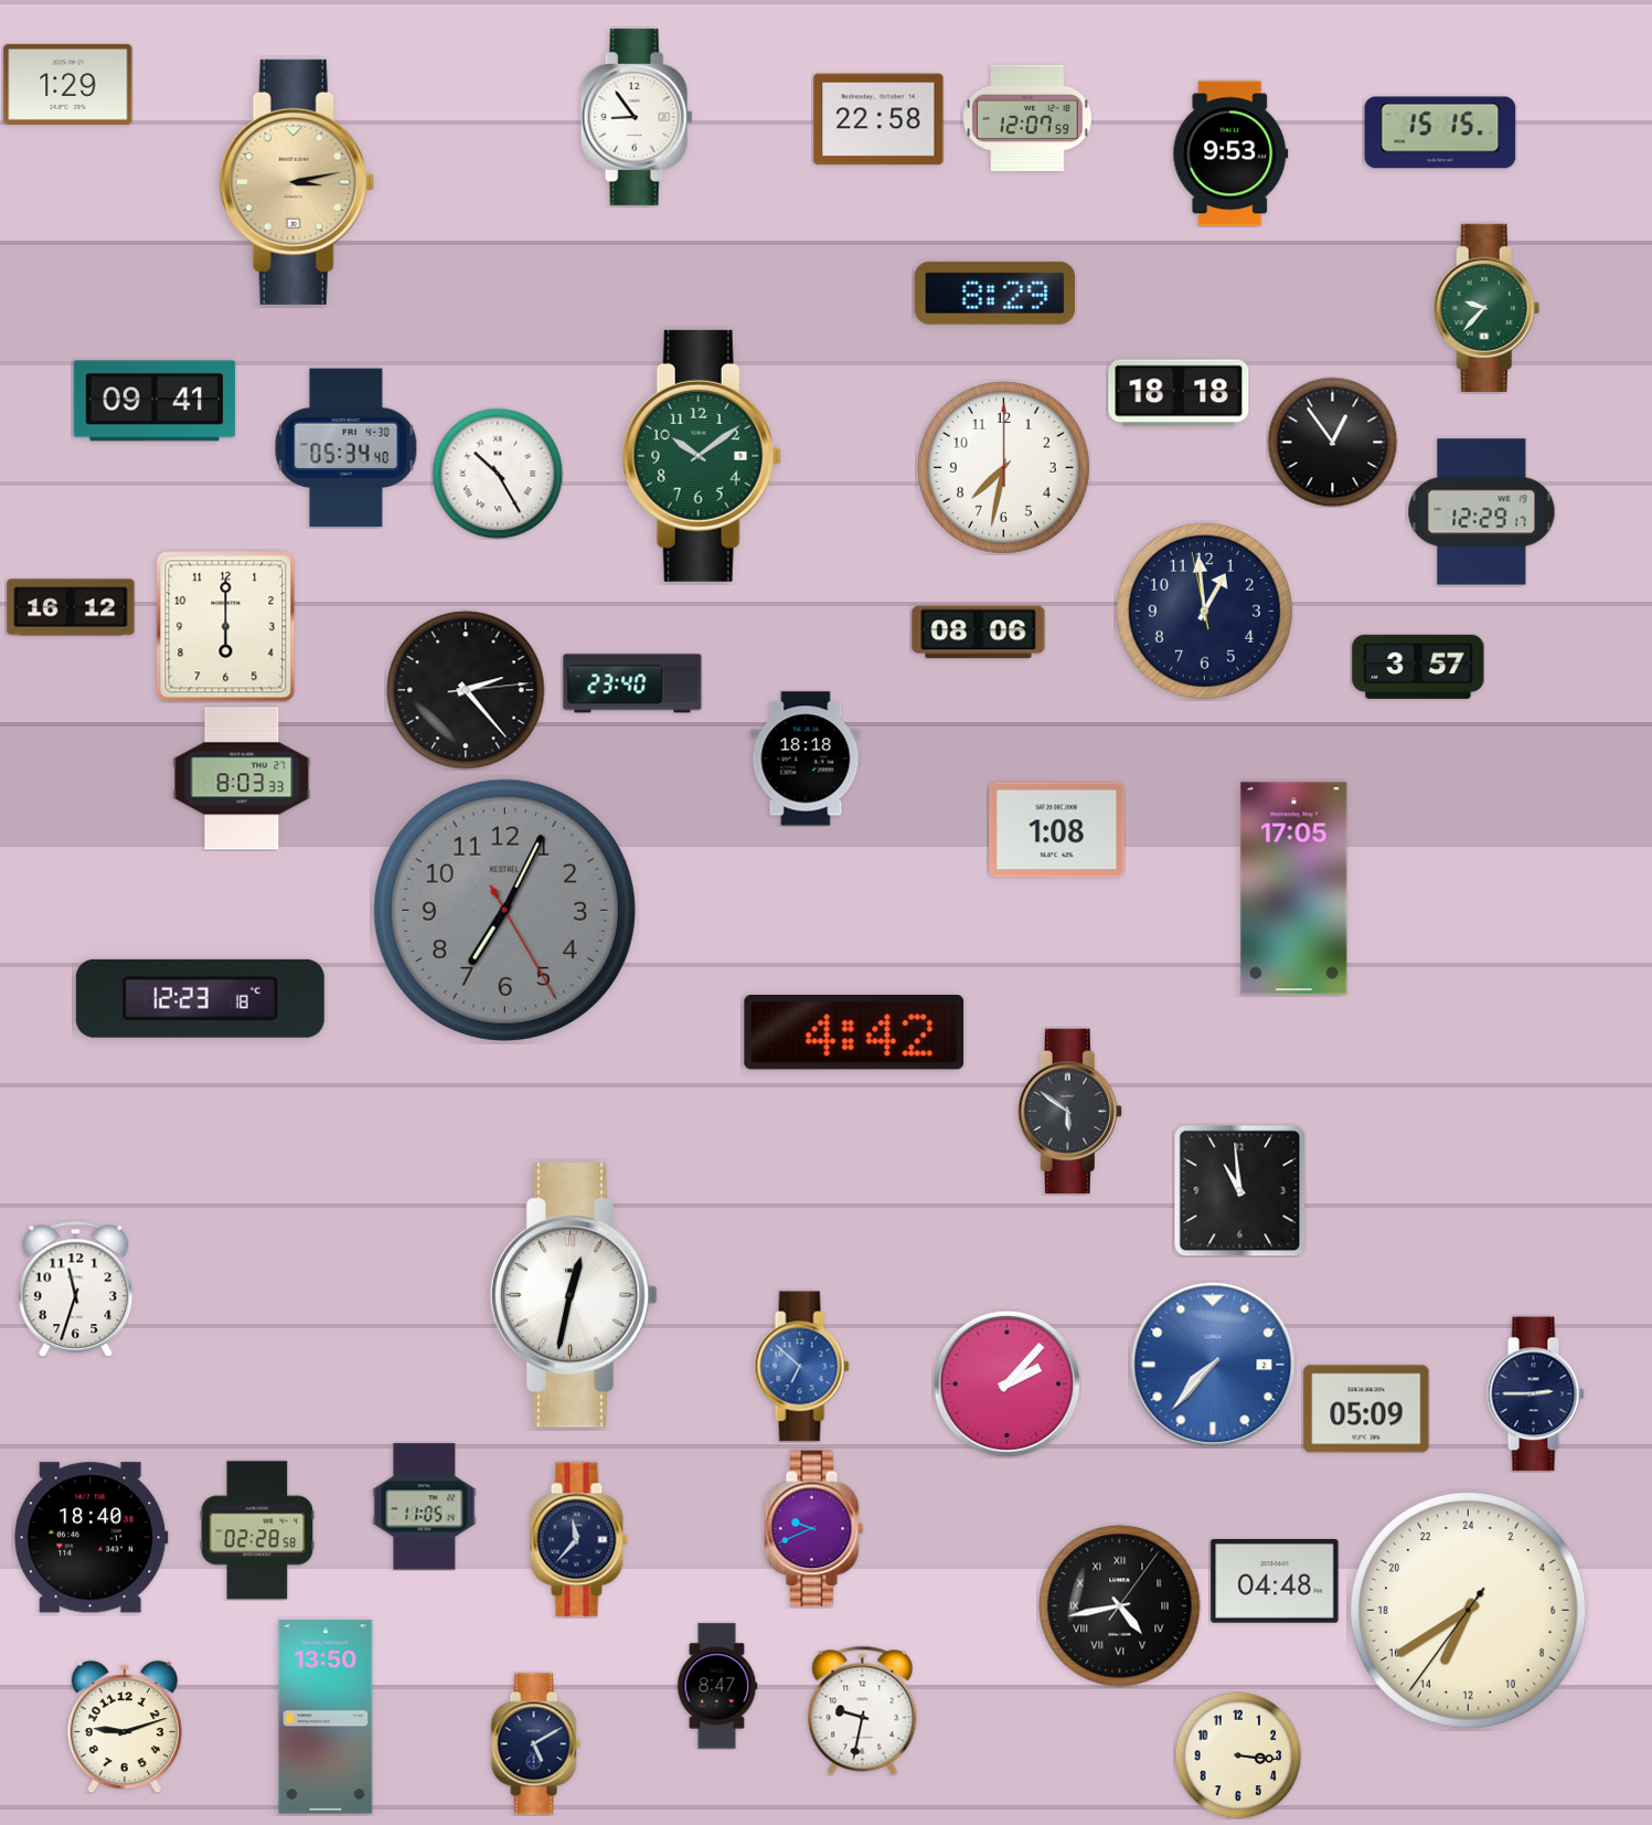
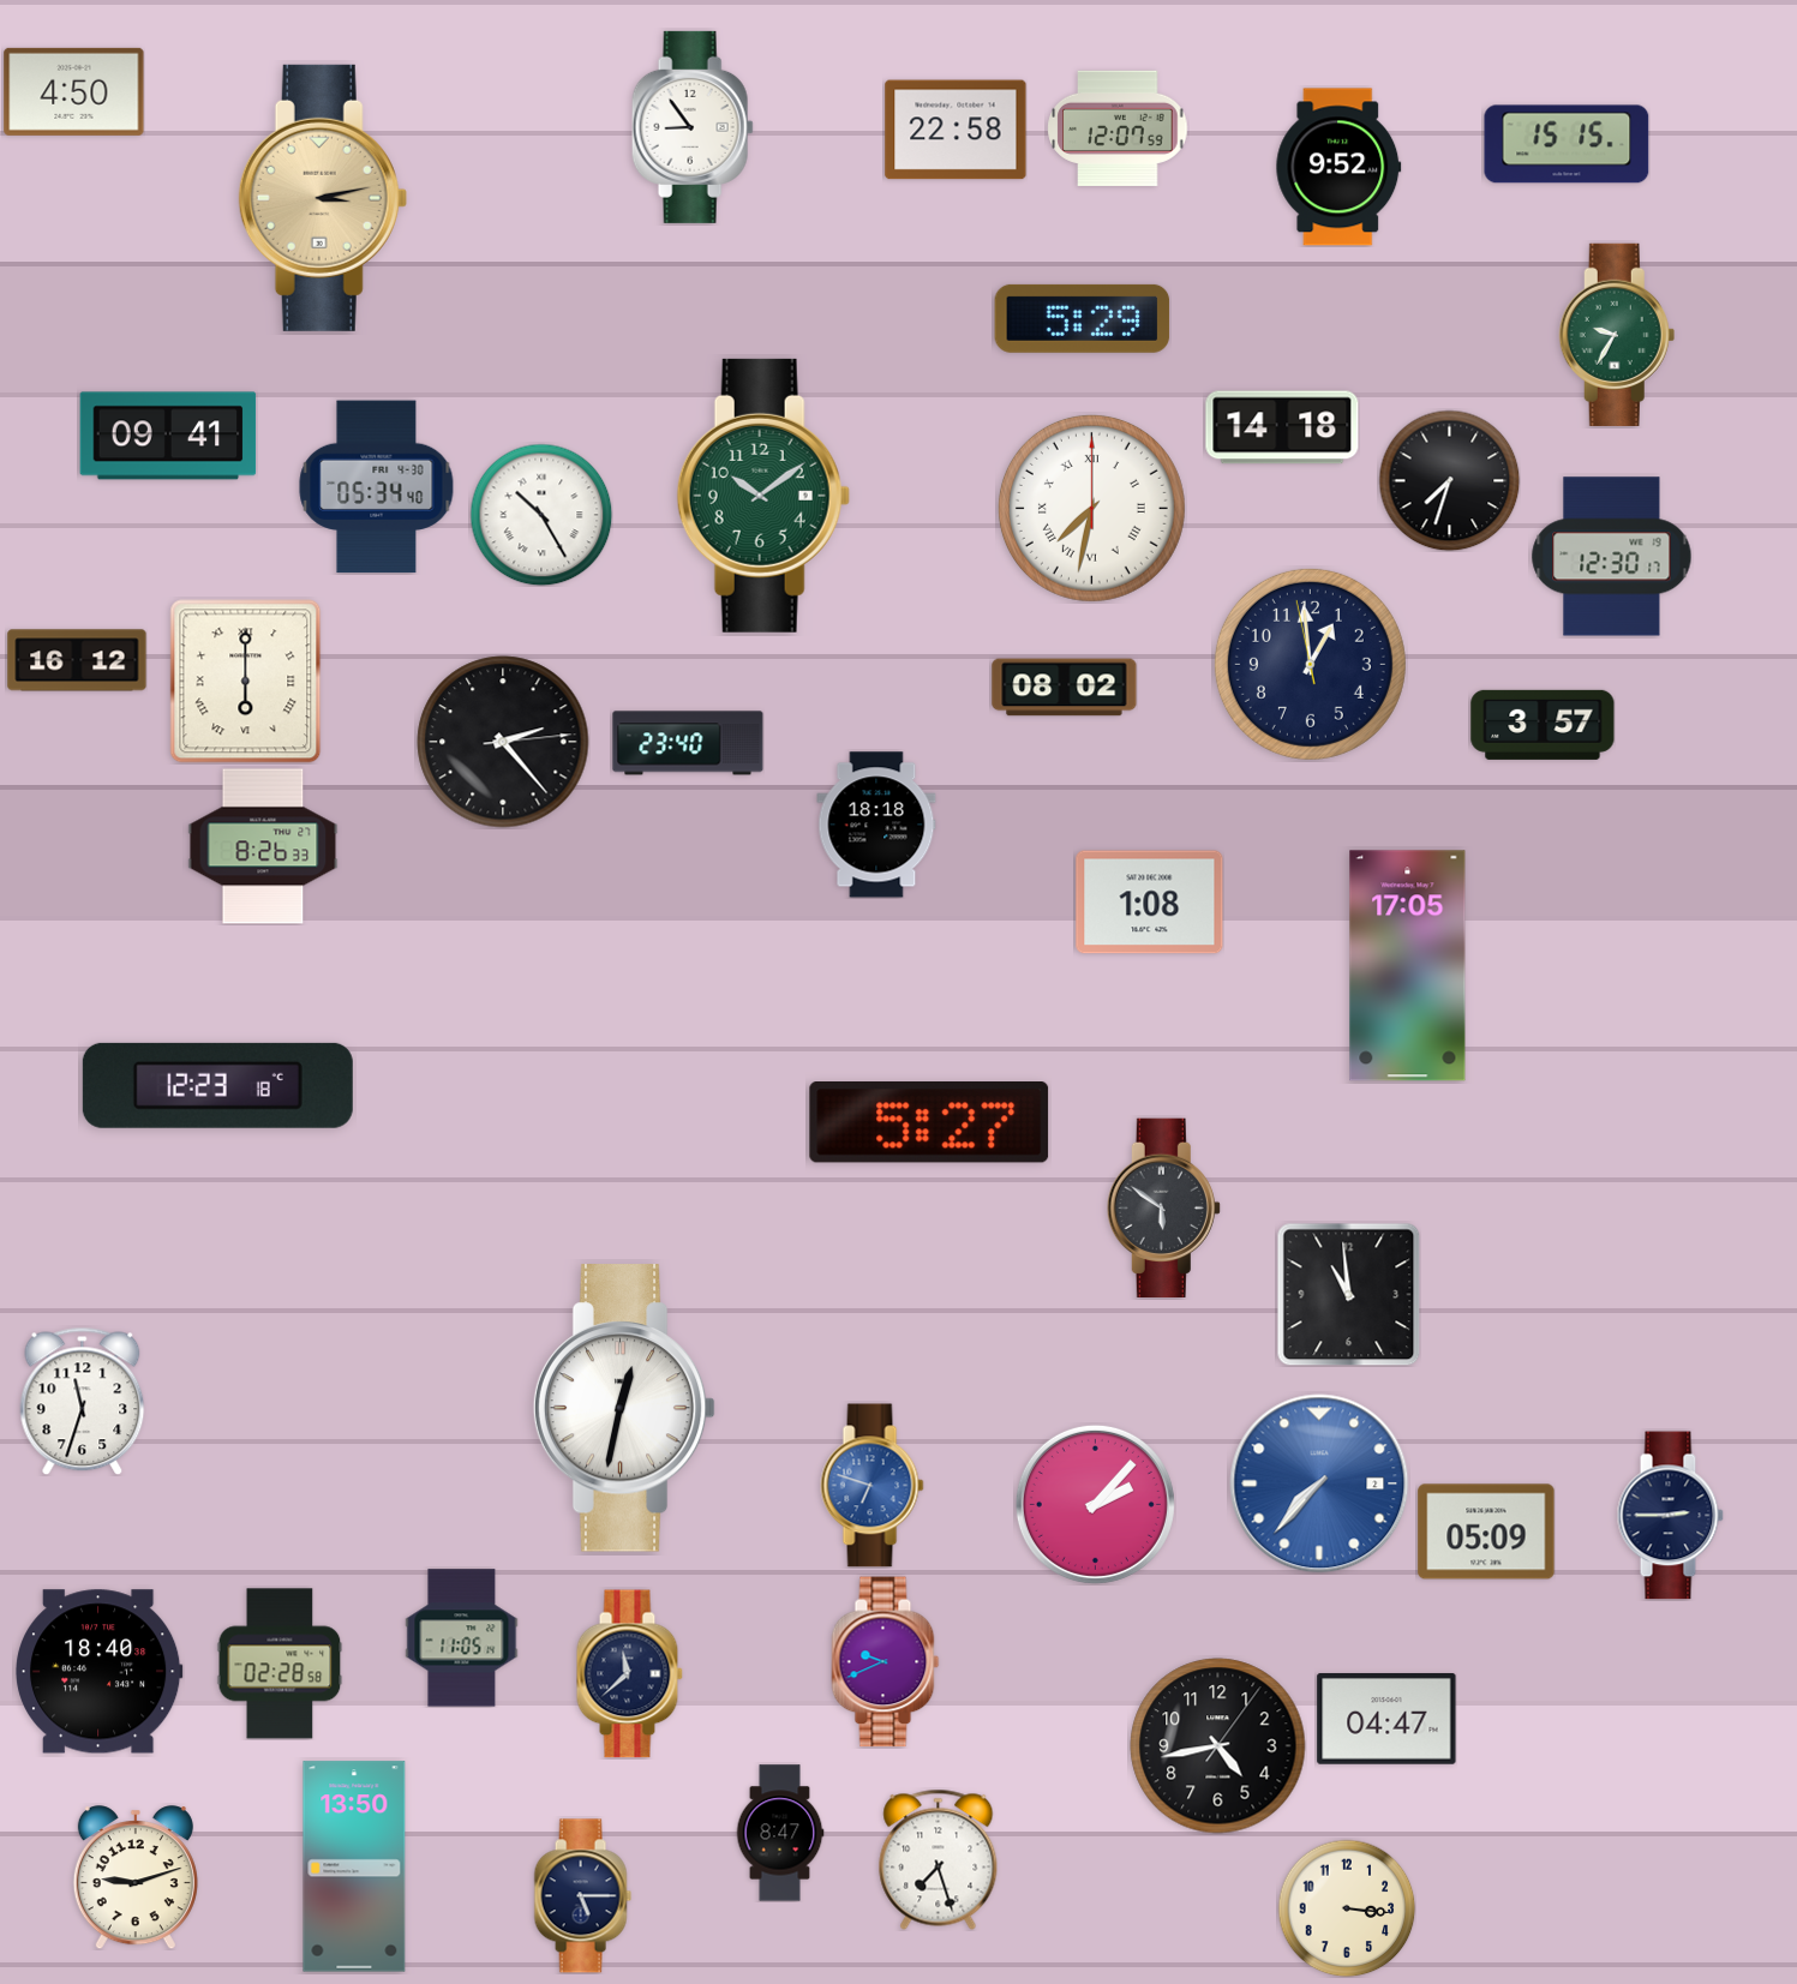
clock at (68, 84): 1:29 -> 4:50
clock at (1230, 153): 9:53 -> 9:52
clock at (995, 293): 8:29 -> 5:29
clock at (1486, 308): 9:37 -> 9:35
clock at (1179, 393): 18:18 -> 14:18
clock at (1332, 442): 12:54 -> 7:33
clock at (1003, 467) numerals: Arabic -> Roman
clock at (1482, 512): 12:29 -> 12:30
clock at (226, 627) numerals: Arabic -> Roman
clock at (979, 633): 08:06 -> 08:02
clock at (466, 690) position: (466, 690) -> (503, 742)
clock at (242, 778): 8:03 -> 8:26
clock at (504, 910): 7:04 -> none
clock at (854, 1033): 4:42 -> 5:27
clock at (802, 1367): 6:52 -> 6:48
clock at (578, 1540): 11:37 -> 11:38
clock at (1275, 1582): 04:48 -> 04:47
clock at (1120, 1606) numerals: Roman -> Arabic
clock at (1468, 1610): 13:39 -> none
clock at (863, 1710): 9:32 -> 7:27
clock at (535, 1744): 5:10 -> 5:15
